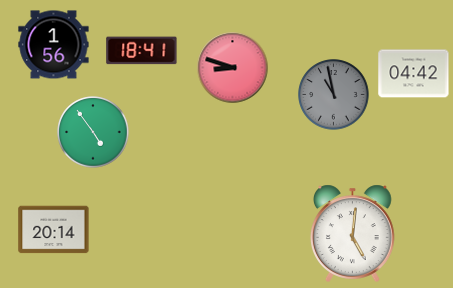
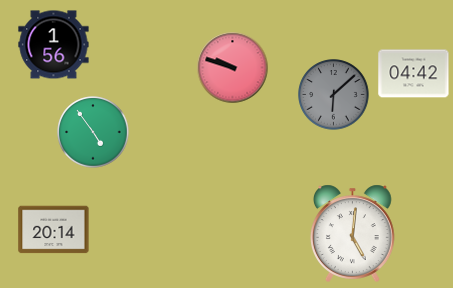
clock at (142, 51): 18:41 -> none
clock at (233, 68): 8:48 -> 9:48
clock at (334, 95): 10:58 -> 6:08
